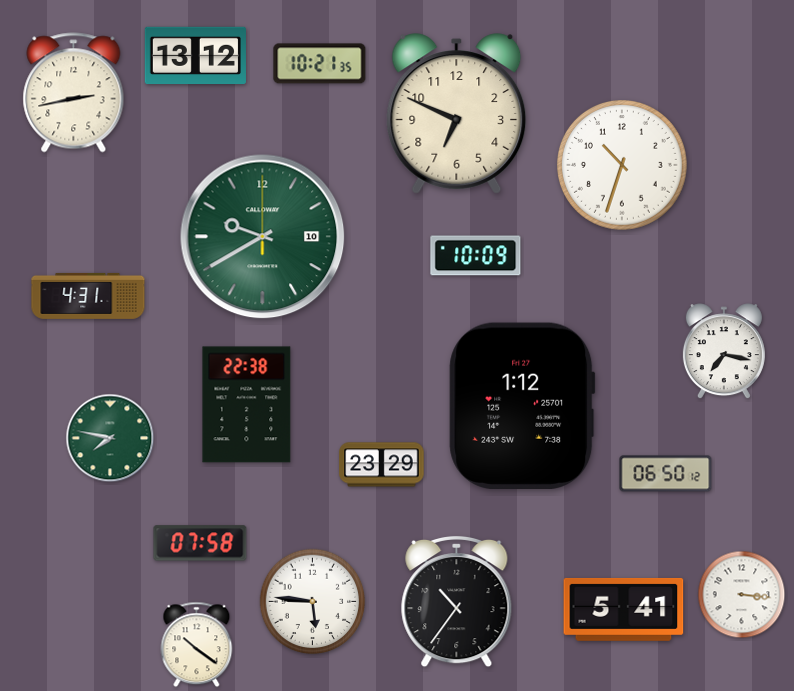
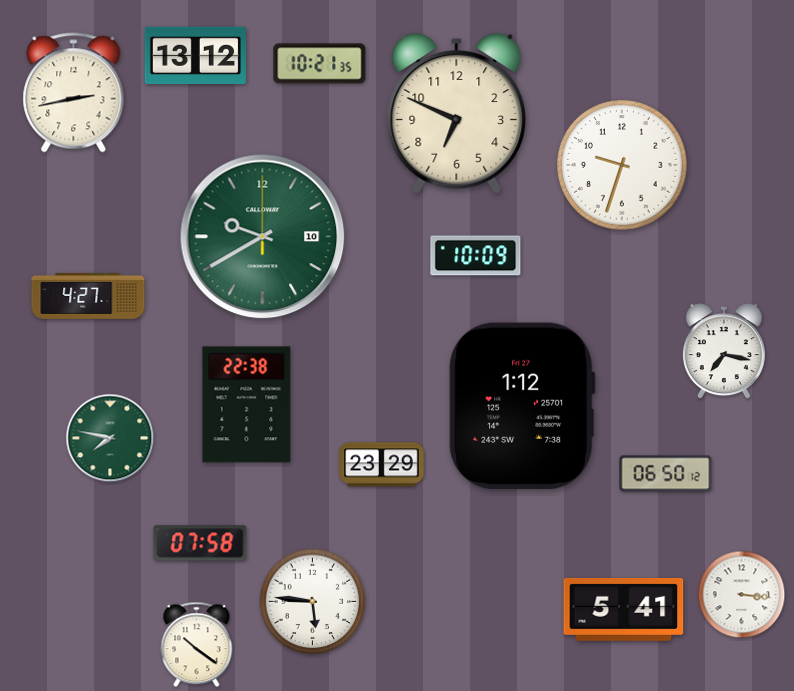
clock at (623, 166): 10:33 -> 9:33
clock at (88, 296): 4:31 -> 4:27
clock at (457, 602): 10:36 -> none
